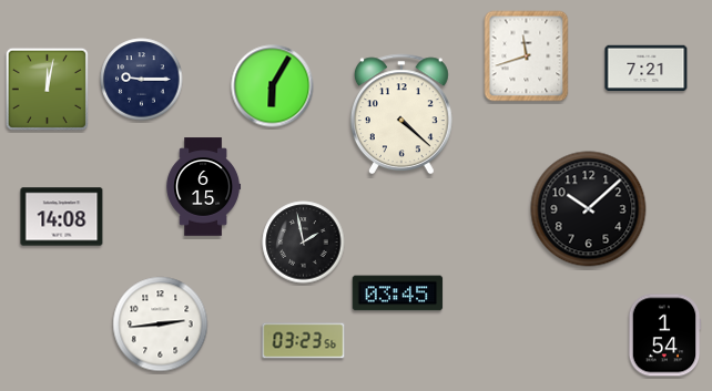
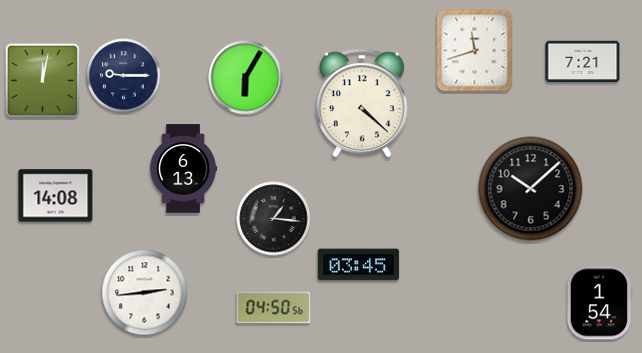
clock at (142, 80) position: (142, 80) -> (124, 76)
clock at (204, 187): 6:15 -> 6:13
clock at (304, 243): 1:58 -> 1:16
clock at (304, 341): 03:23 -> 04:50
